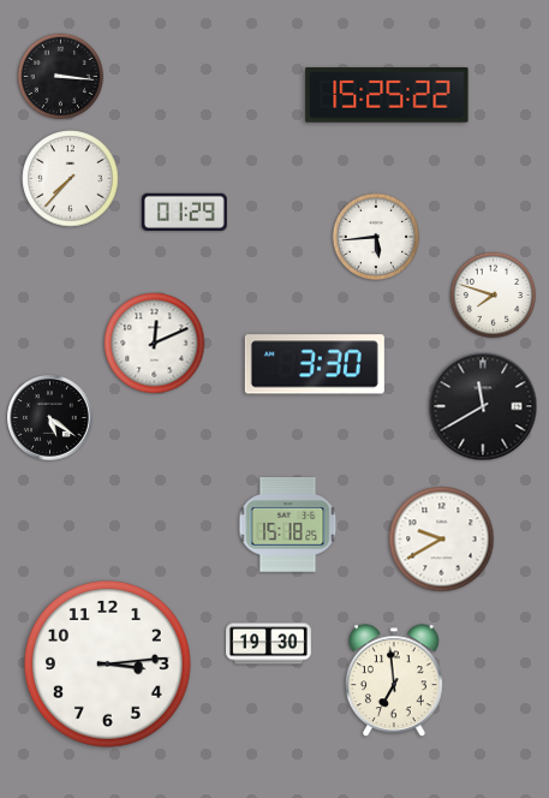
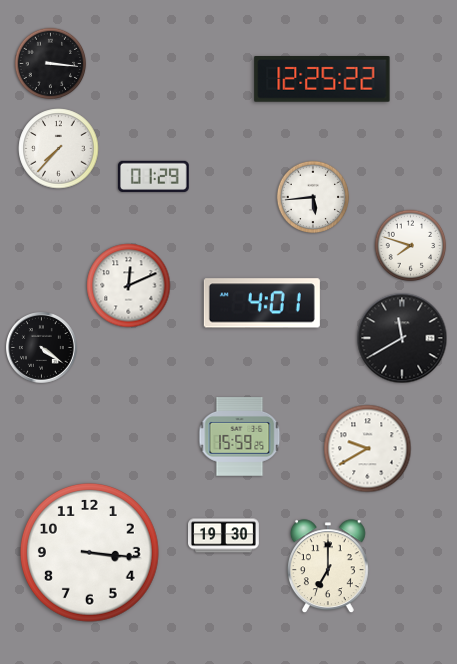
clock at (387, 95): 15:25 -> 12:25
clock at (315, 364): 3:30 -> 4:01
clock at (50, 418): 5:21 -> 4:21
clock at (288, 525): 15:18 -> 15:59
clock at (107, 663): 3:14 -> 3:16
clock at (394, 681): 6:59 -> 7:00
